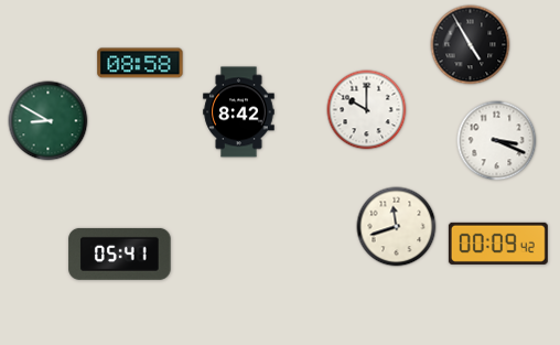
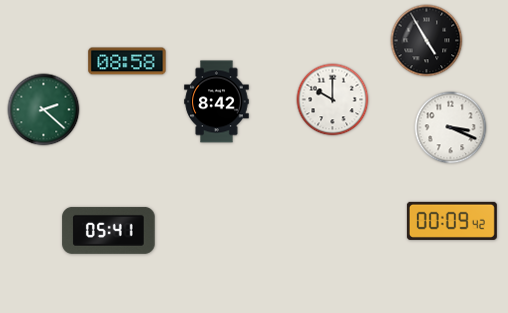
clock at (140, 63) position: (140, 63) -> (127, 61)
clock at (49, 121): 8:50 -> 2:22
clock at (397, 227): 11:42 -> none
